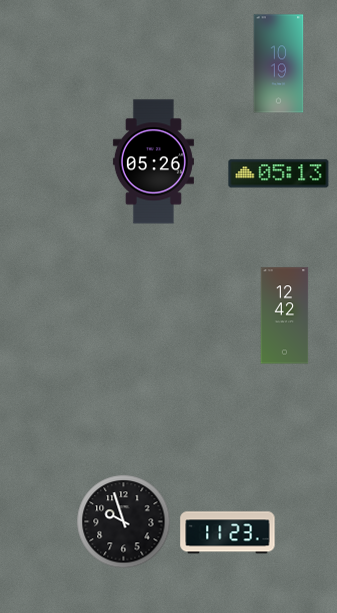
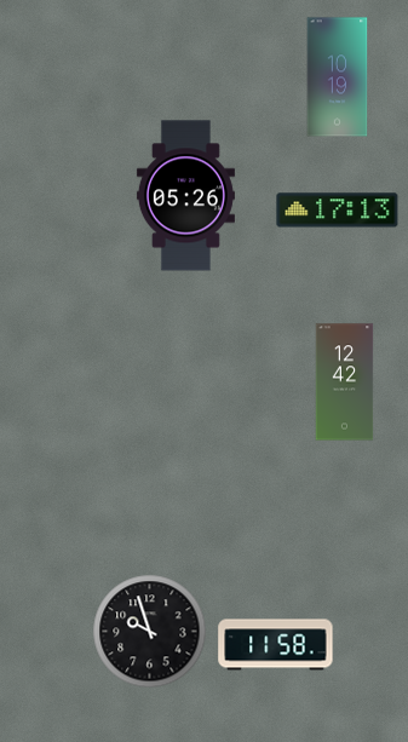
clock at (279, 174): 05:13 -> 17:13
clock at (228, 533): 11:23 -> 11:58
